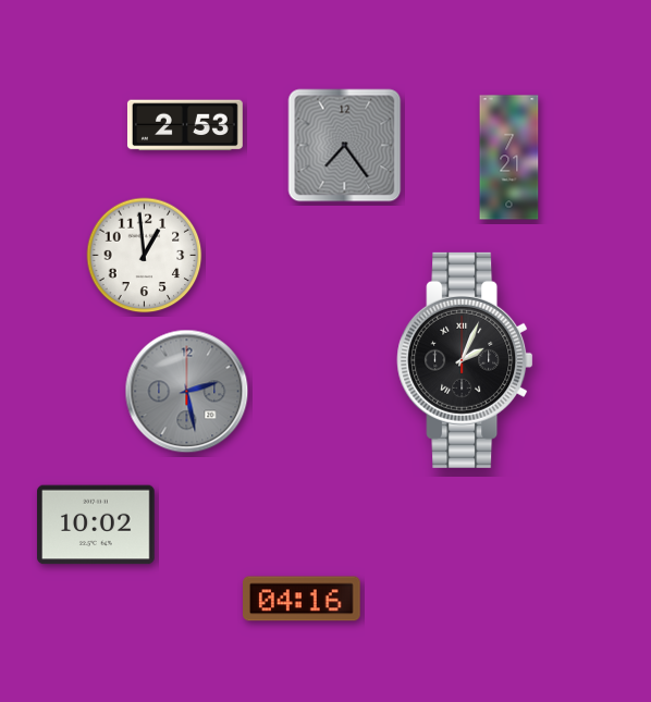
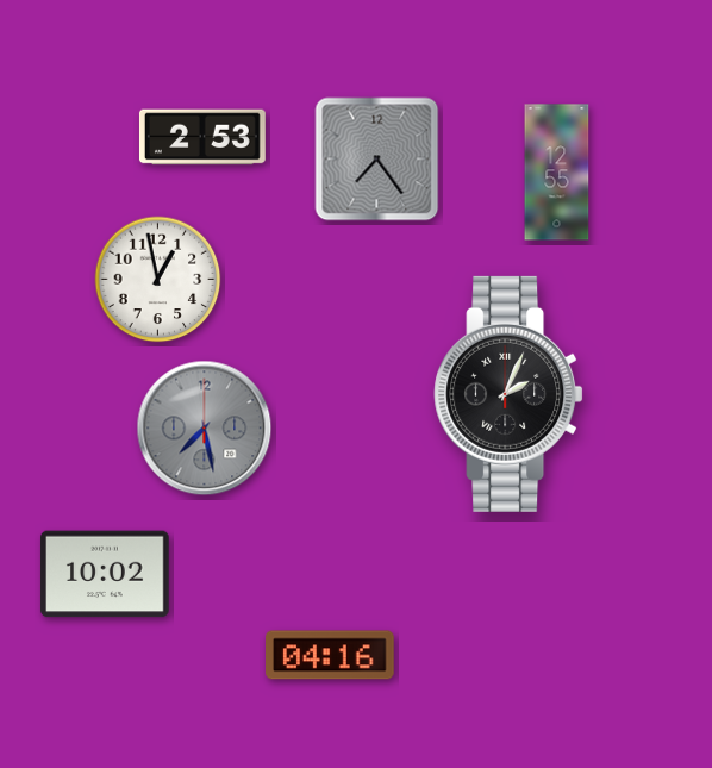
clock at (509, 158): 7:21 -> 12:55
clock at (145, 256): 12:59 -> 12:58
clock at (187, 392): 2:28 -> 7:28
